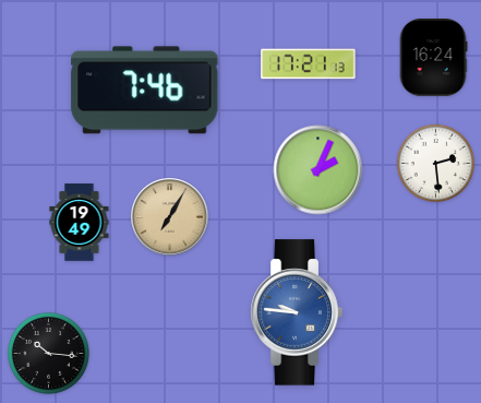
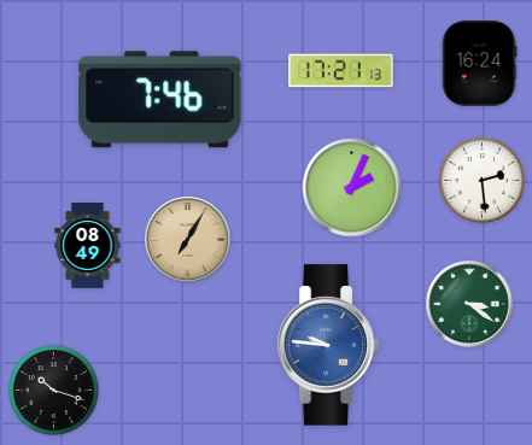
clock at (80, 223): 19:49 -> 08:49
clock at (469, 304): none -> 3:21
clock at (48, 353): 10:16 -> 10:18
